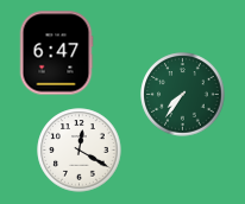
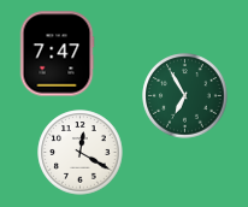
clock at (56, 53): 6:47 -> 7:47
clock at (183, 95): 7:36 -> 6:55
